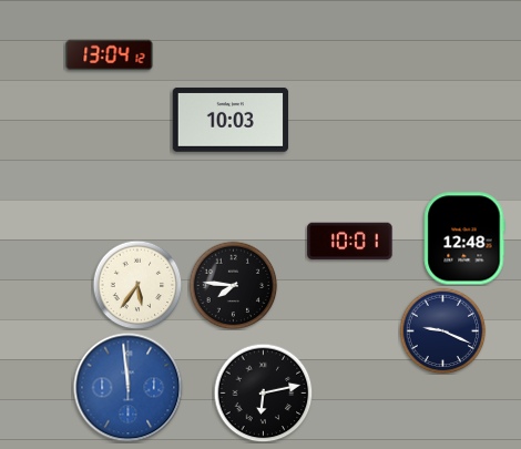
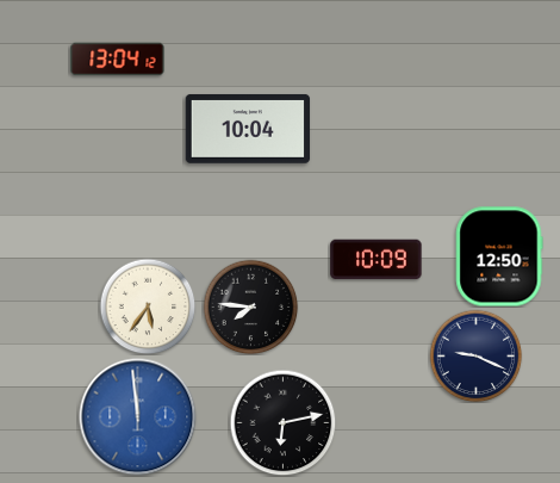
clock at (231, 120): 10:03 -> 10:04
clock at (464, 238): 12:48 -> 12:50
clock at (350, 242): 10:01 -> 10:09
